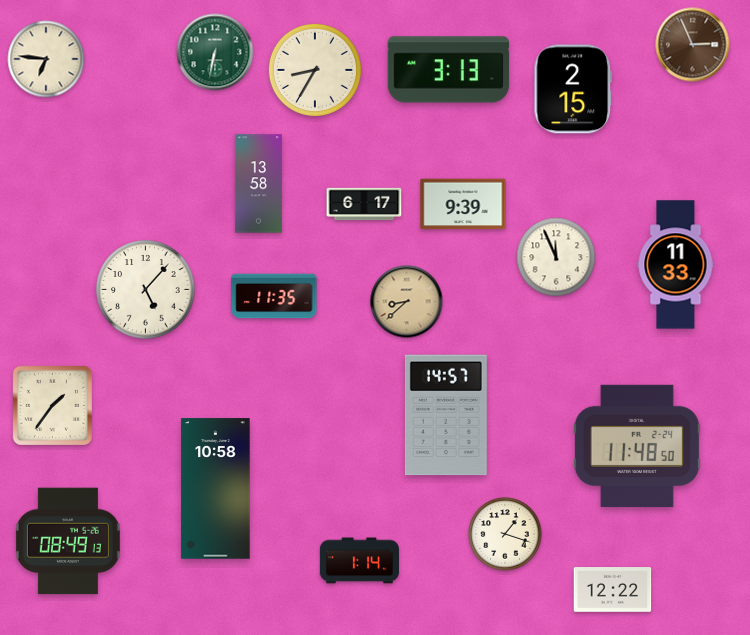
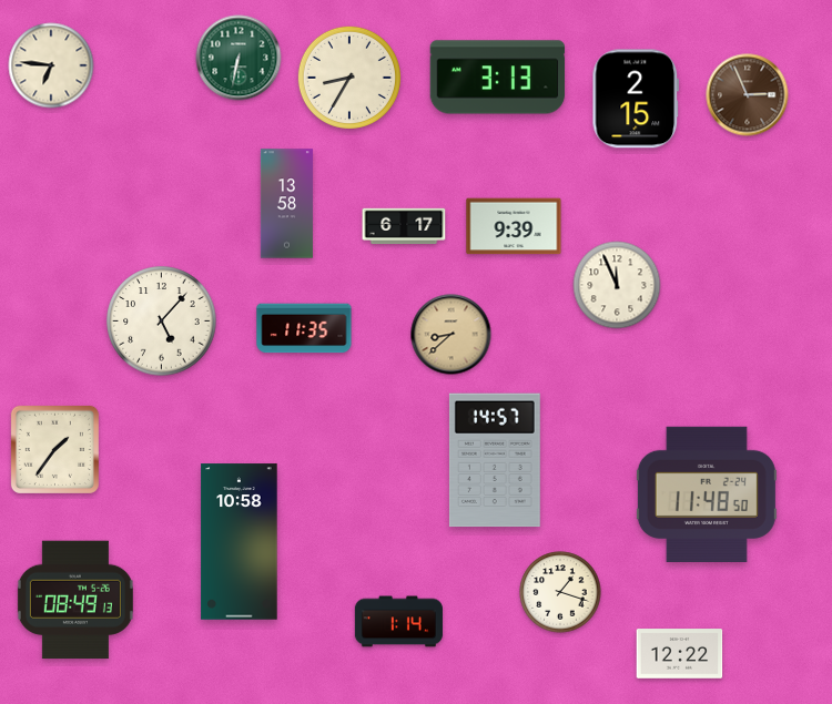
clock at (693, 45) position: (693, 45) -> (748, 95)
clock at (676, 265): 11:33 -> none
clock at (52, 405) position: (52, 405) -> (54, 449)
